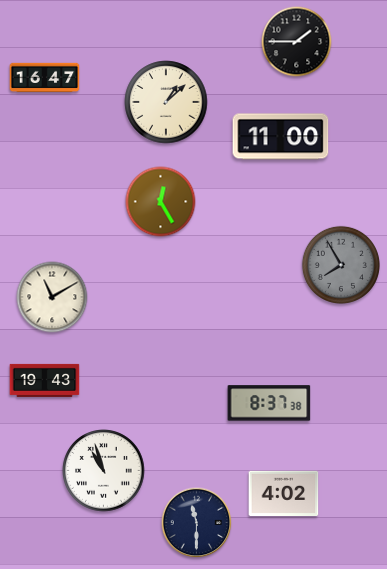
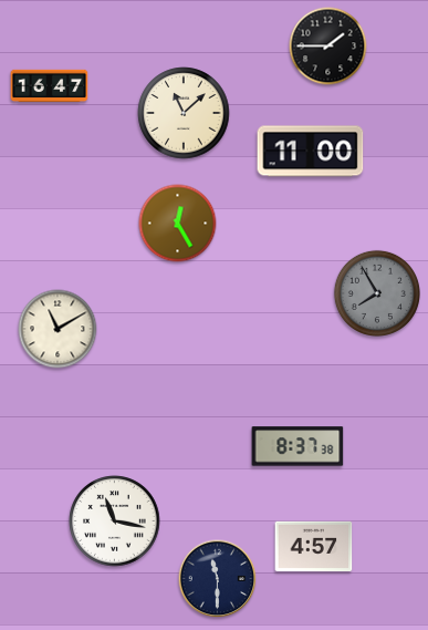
clock at (166, 102): 1:08 -> 11:08
clock at (45, 380): 19:43 -> none
clock at (104, 471): 10:57 -> 11:17
clock at (284, 493): 4:02 -> 4:57
